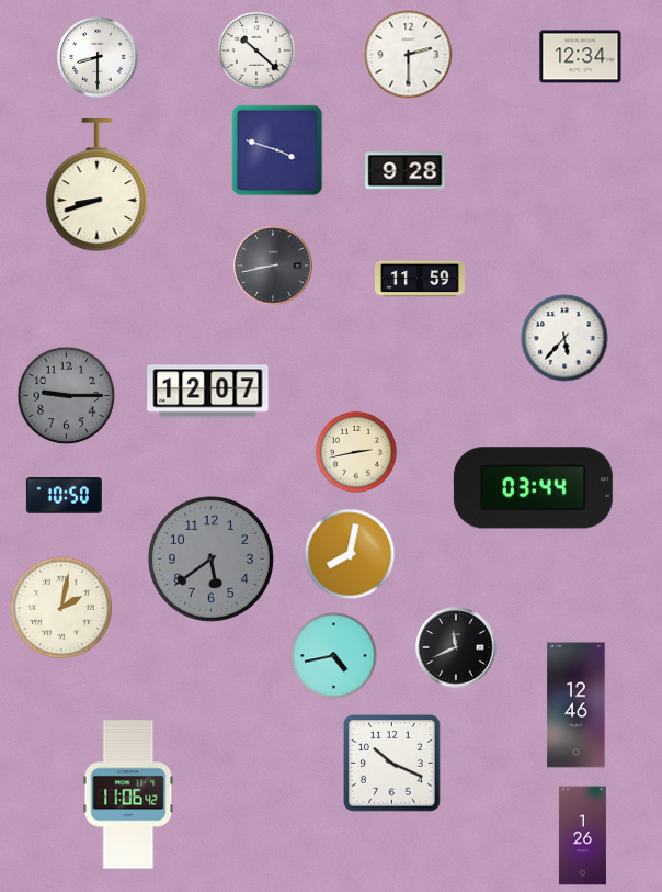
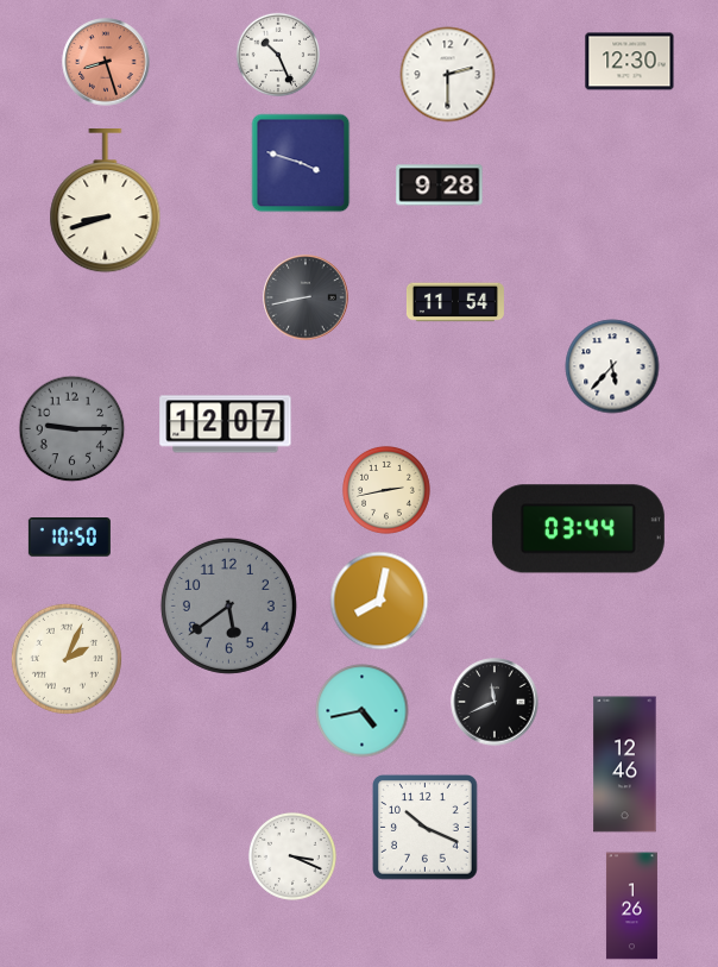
clock at (256, 50): 10:22 -> 10:26
clock at (409, 55) position: (409, 55) -> (448, 75)
clock at (98, 57): 8:30 -> 8:27
clock at (98, 57) dial: white -> salmon
clock at (581, 57): 12:34 -> 12:30
clock at (273, 266) position: (273, 266) -> (306, 297)
clock at (420, 279): 11:59 -> 11:54
clock at (61, 608): 2:02 -> 2:04
clock at (292, 856): none -> 3:19
clock at (128, 794): 11:06 -> none
